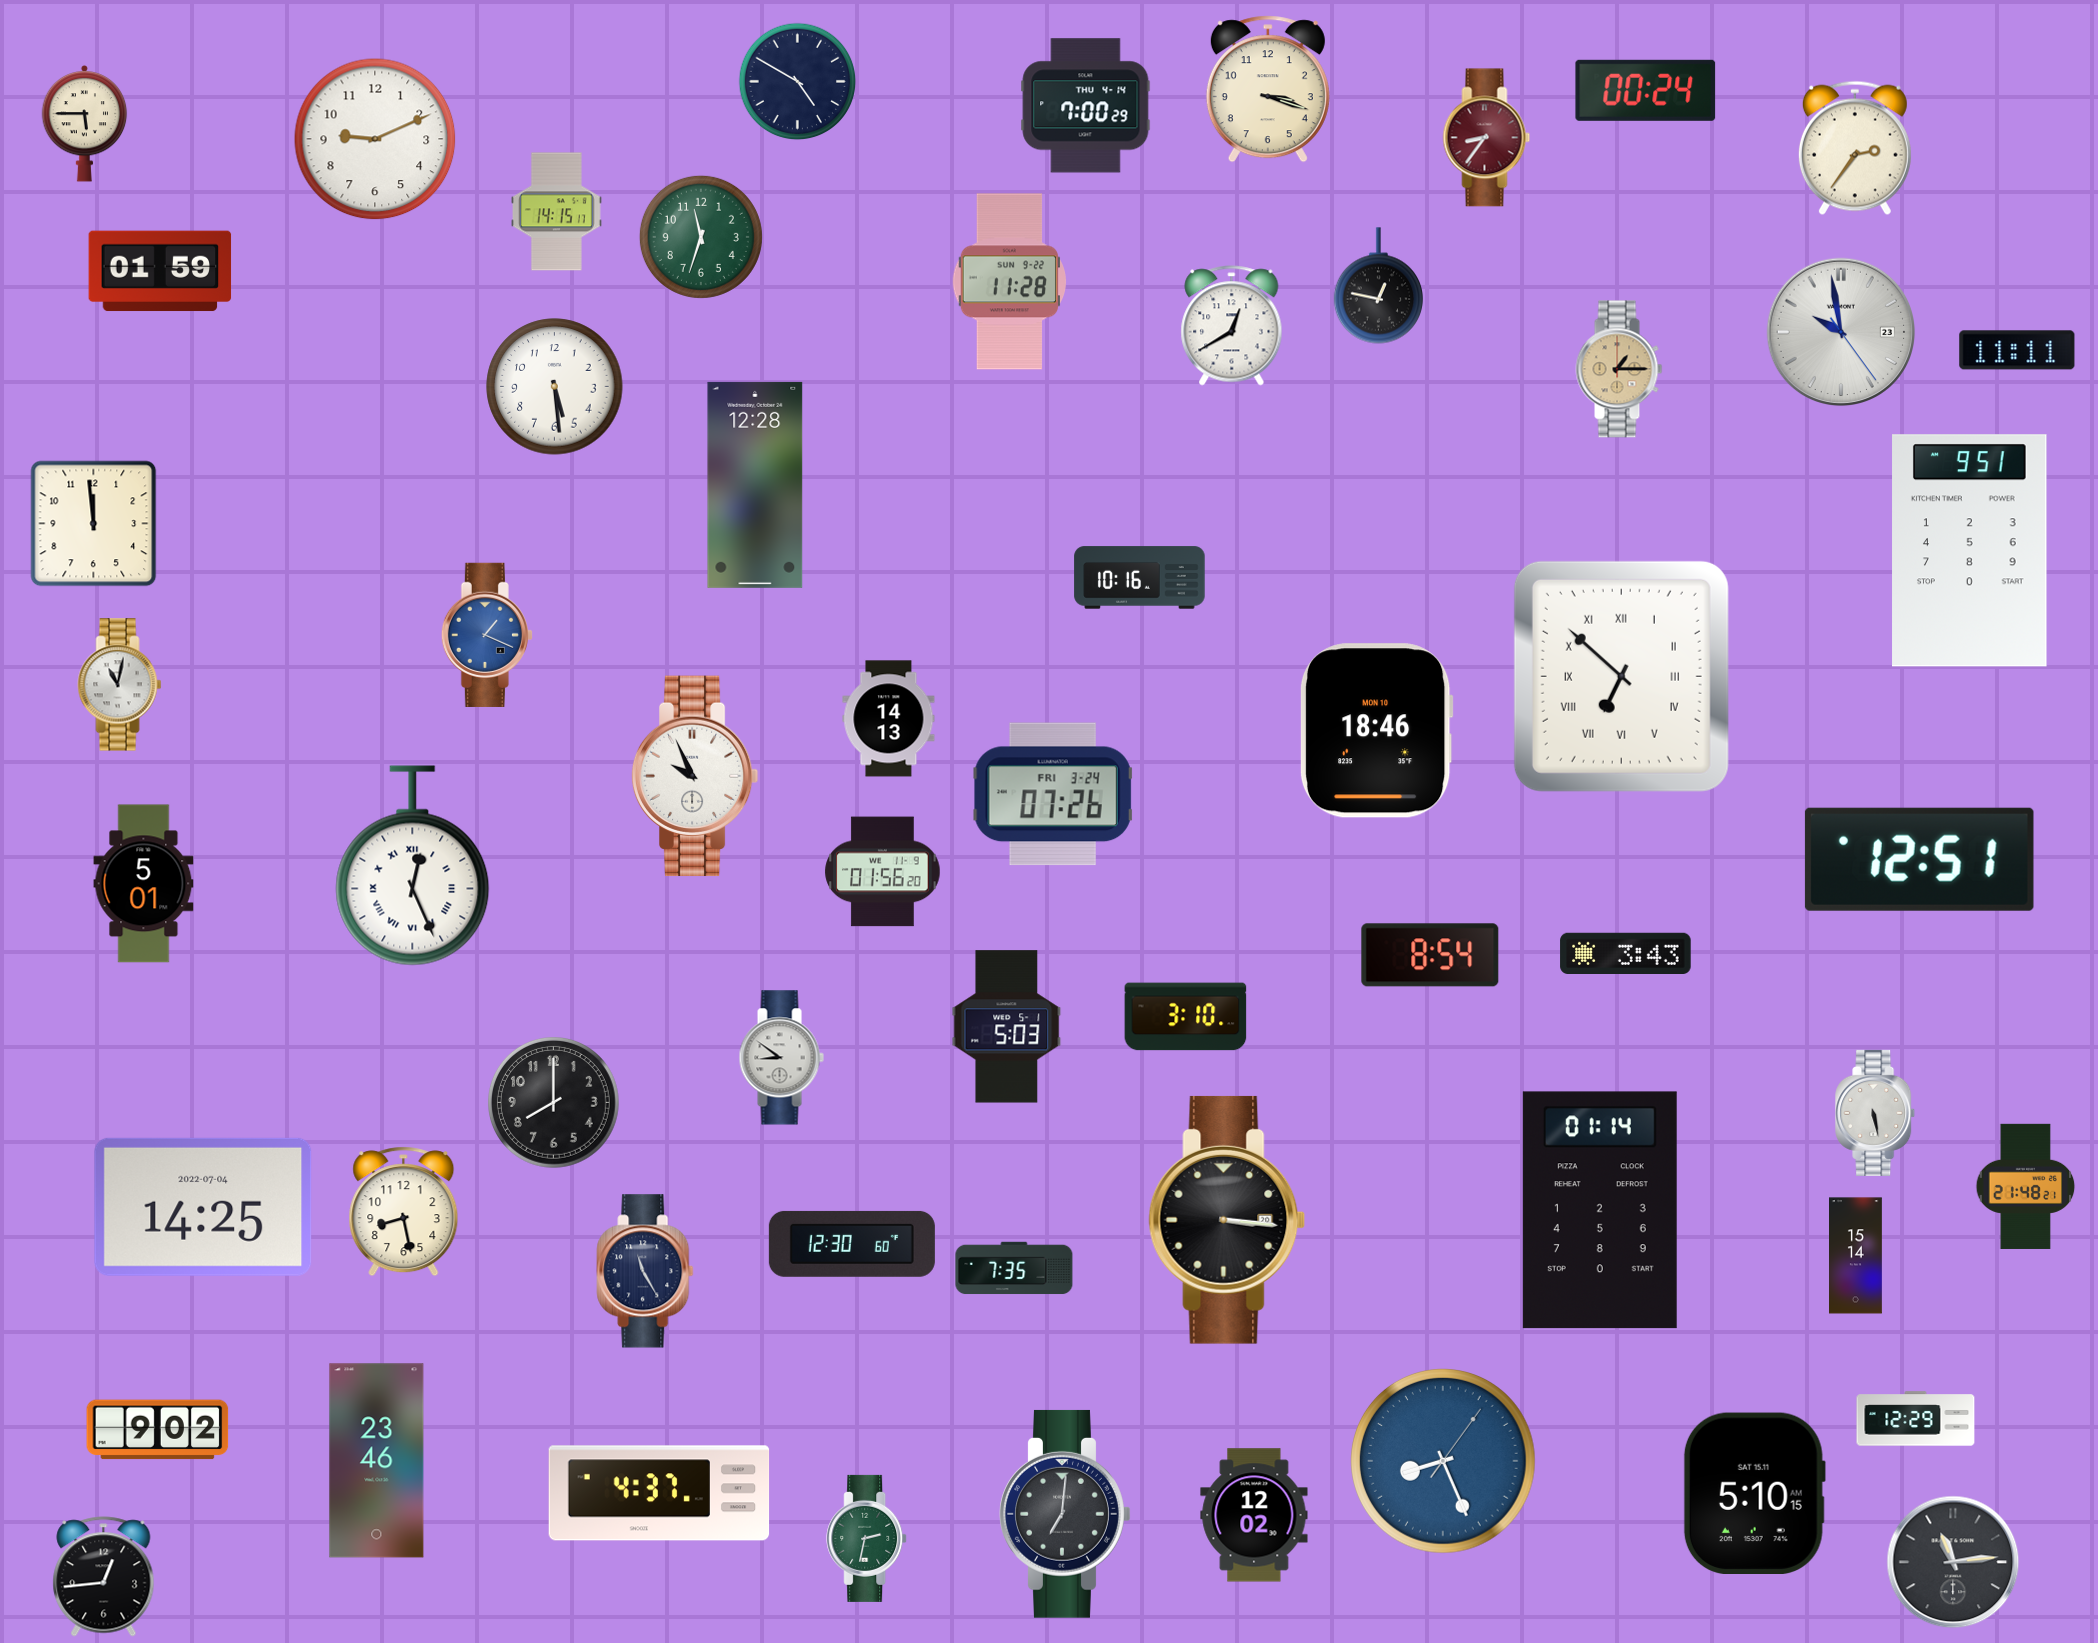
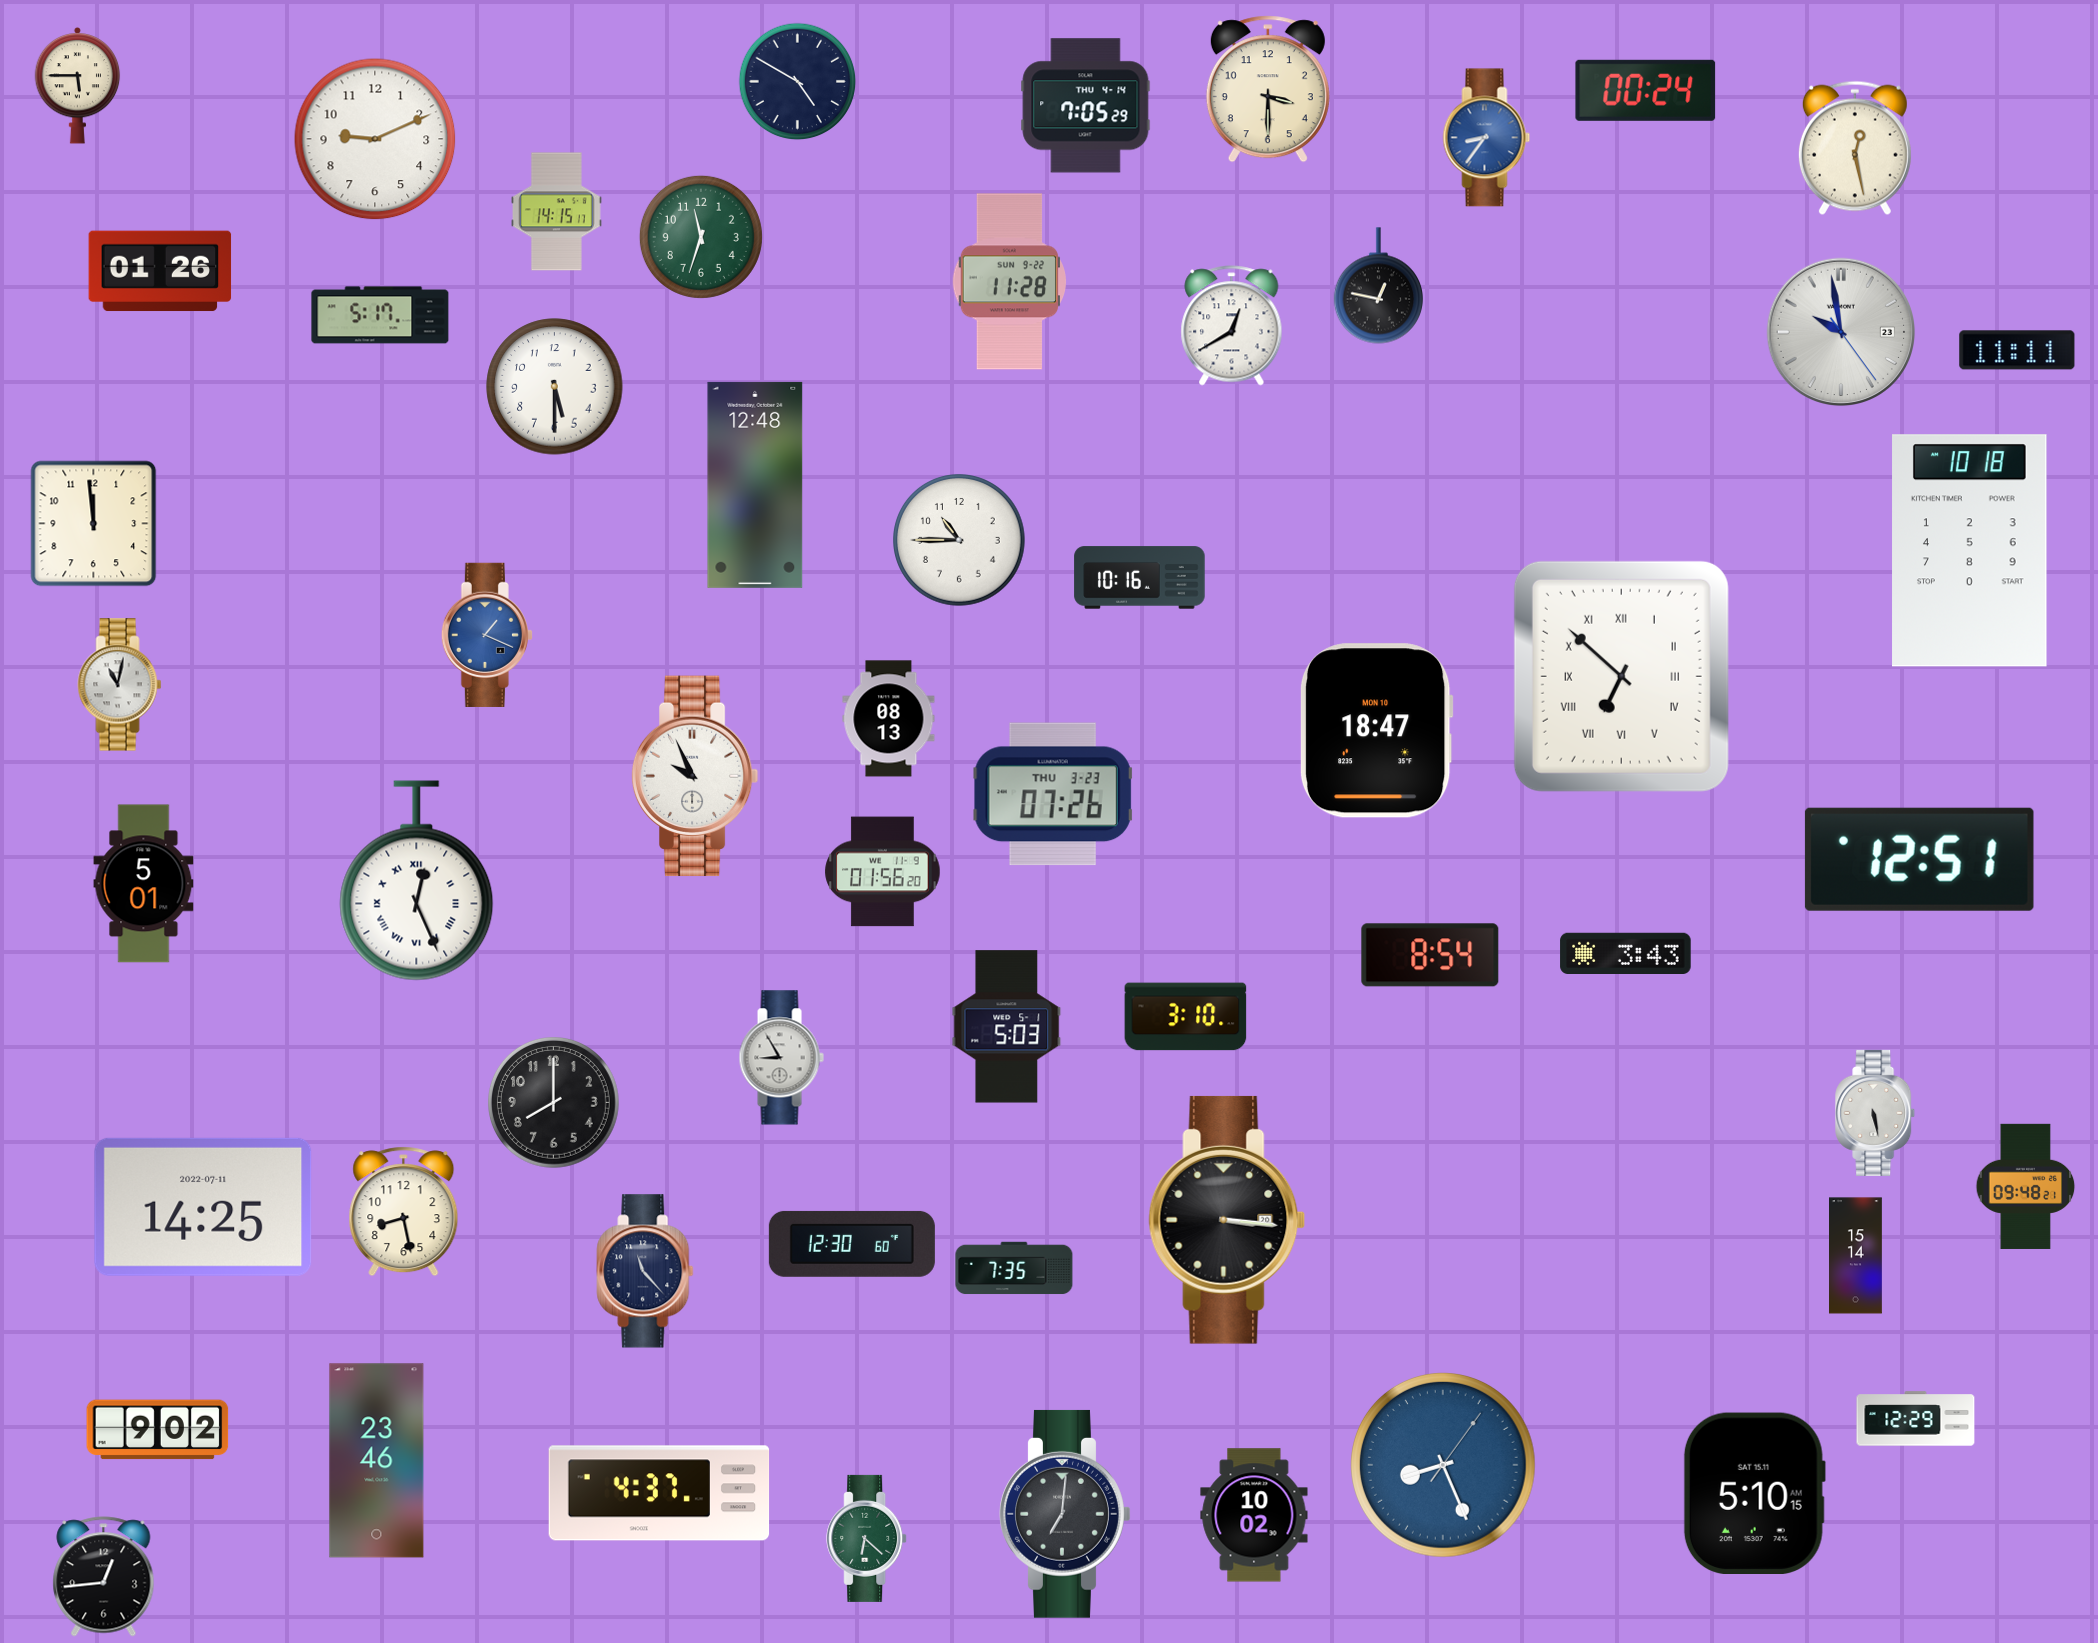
clock at (1268, 89): 3:18 -> 3:30
clock at (1086, 106): 7:00 -> 7:05
clock at (85, 123) position: (85, 123) -> (78, 85)
clock at (1487, 138) dial: burgundy -> blue
clock at (1855, 148): 2:36 -> 12:28
clock at (160, 271): 01:59 -> 01:26
clock at (380, 315): none -> 5:17
clock at (1619, 369): 1:15 -> none
clock at (555, 387): 5:29 -> 5:30
clock at (755, 485): 12:28 -> 12:48
clock at (960, 541): none -> 10:45
clock at (1970, 551): 9:51 -> 10:18
clock at (889, 719): 14:13 -> 08:13
clock at (1376, 731): 18:46 -> 18:47
clock at (1053, 794) date: FRI 3-24 -> THU 3-23
clock at (413, 866) position: (413, 866) -> (417, 881)
clock at (781, 1058): 8:51 -> 8:55
clock at (2026, 1186): 21:48 -> 09:48
clock at (203, 1207) date: 2022-07-04 -> 2022-07-11
clock at (1600, 1210): 01:14 -> none
clock at (645, 1271): 11:25 -> 11:23
clock at (1444, 1462) position: (1444, 1462) -> (1444, 1466)
clock at (1254, 1515): 12:02 -> 10:02
clock at (867, 1538): 2:32 -> 6:22
clock at (1953, 1562): 11:14 -> none
